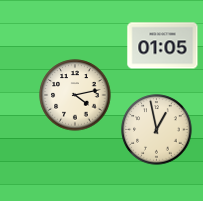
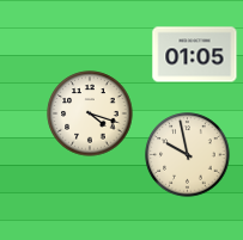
clock at (75, 95): 4:13 -> 4:18
clock at (157, 130): 12:58 -> 9:58
